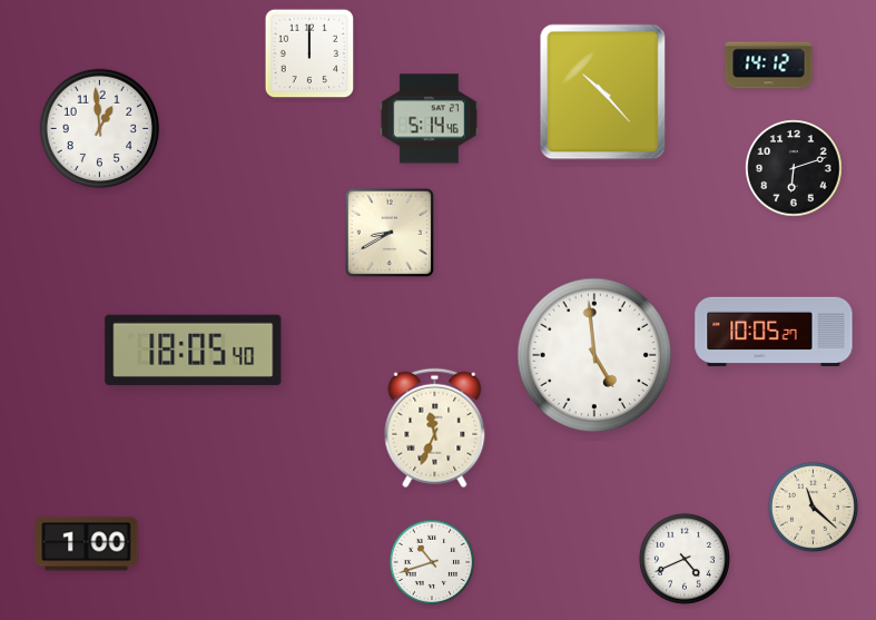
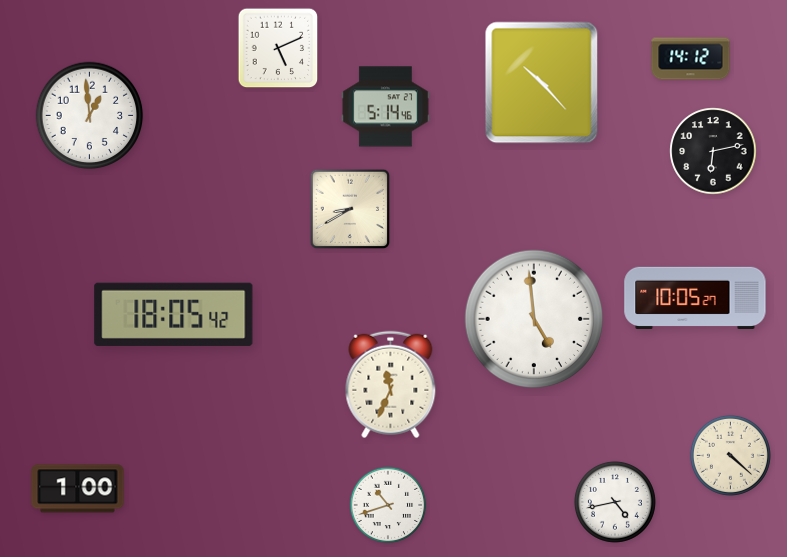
clock at (309, 53): 12:00 -> 5:11
clock at (794, 168): 6:12 -> 6:13
clock at (194, 350): 18:05:40 -> 18:05:42
clock at (813, 506): 11:22 -> 4:22
clock at (685, 559): 4:41 -> 4:43
